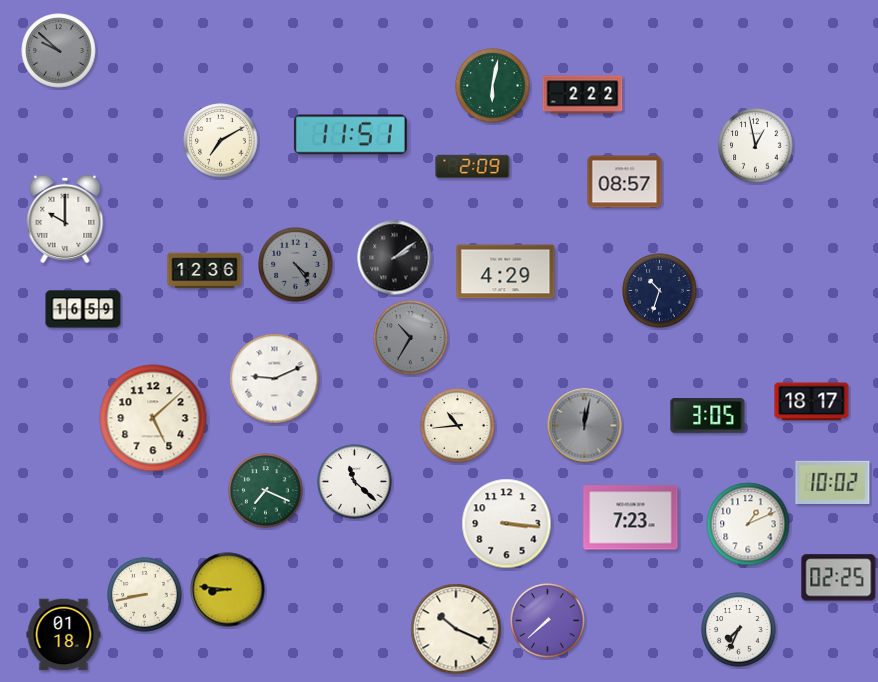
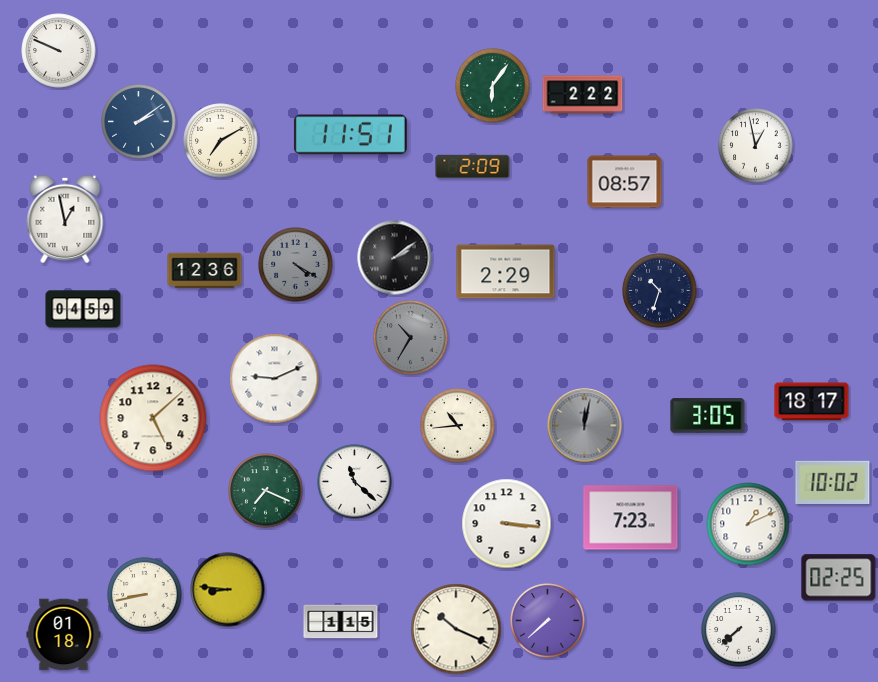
clock at (59, 51): 9:52 -> 9:49
clock at (59, 51) dial: grey -> white
clock at (493, 86): 6:02 -> 6:06
clock at (139, 122): none -> 2:09
clock at (65, 219): 10:00 -> 12:58
clock at (296, 265): 4:24 -> 4:20
clock at (506, 272): 4:29 -> 2:29
clock at (83, 309): 16:59 -> 04:59
clock at (341, 622): none -> 1:15
clock at (739, 630): 7:34 -> 7:38
